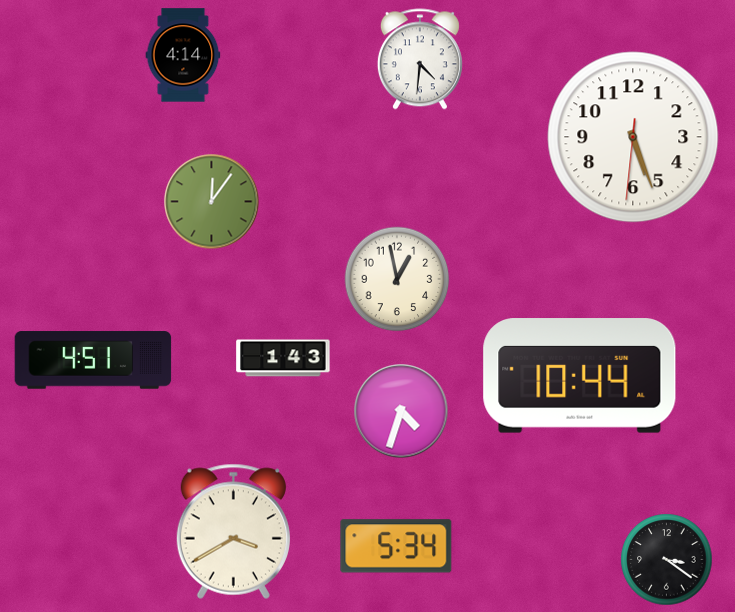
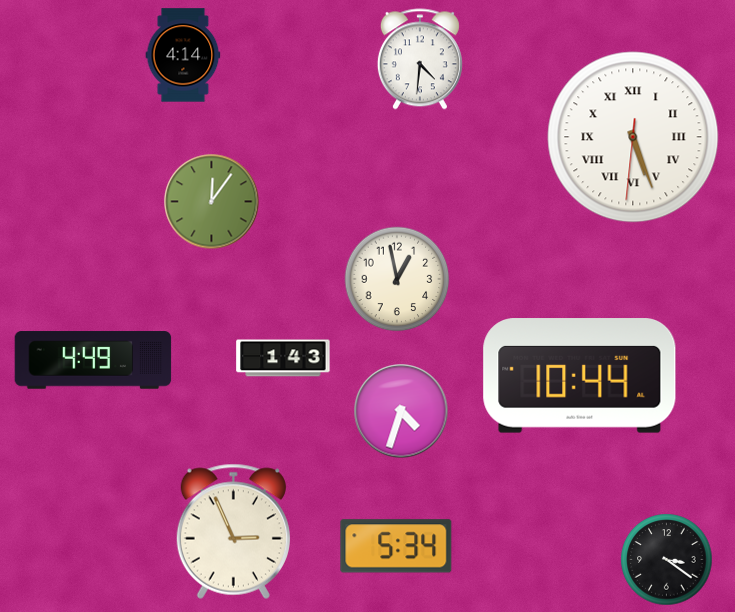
clock at (633, 137) numerals: Arabic -> Roman
clock at (93, 360): 4:51 -> 4:49
clock at (233, 531): 3:40 -> 2:56
